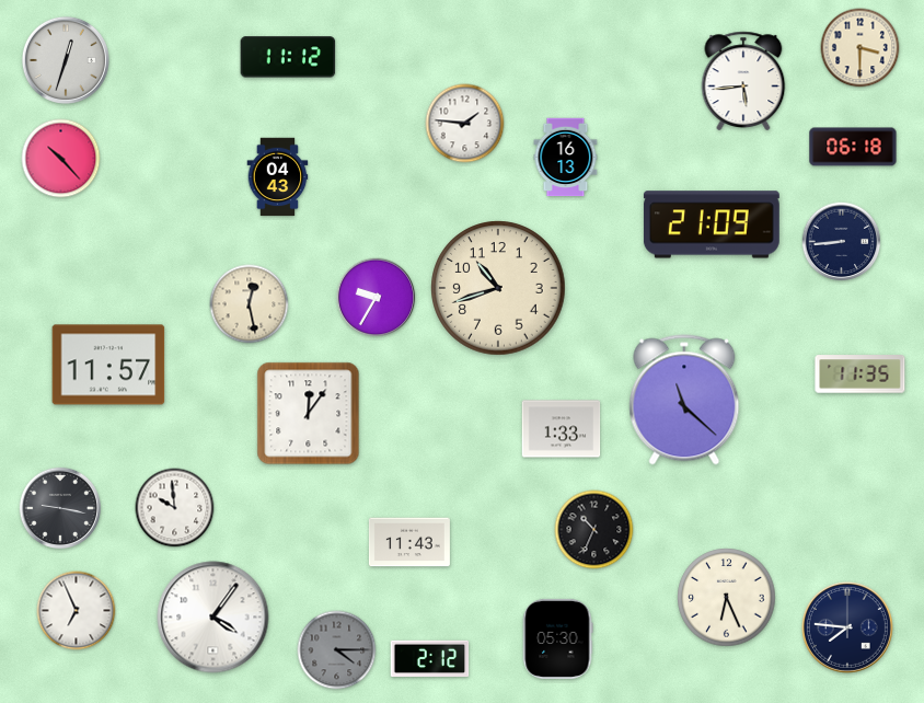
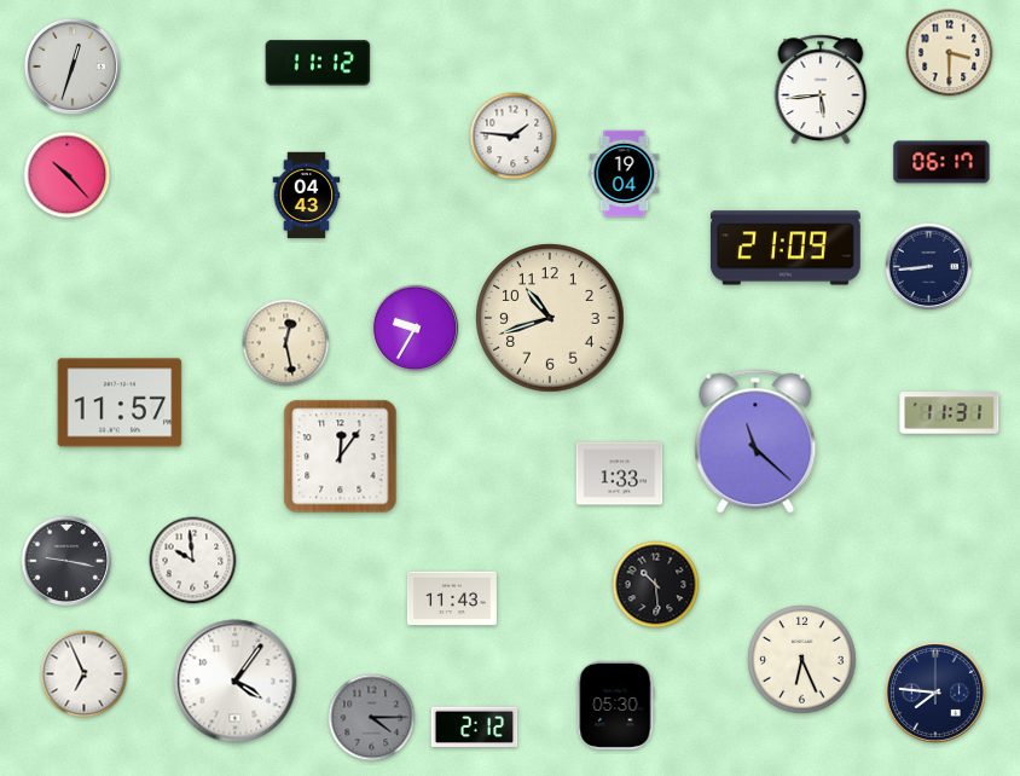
clock at (853, 147): 06:18 -> 06:17
clock at (566, 158): 16:13 -> 19:04
clock at (250, 304) position: (250, 304) -> (286, 343)
clock at (861, 374): 11:35 -> 11:31
clock at (594, 530): 10:34 -> 10:29
